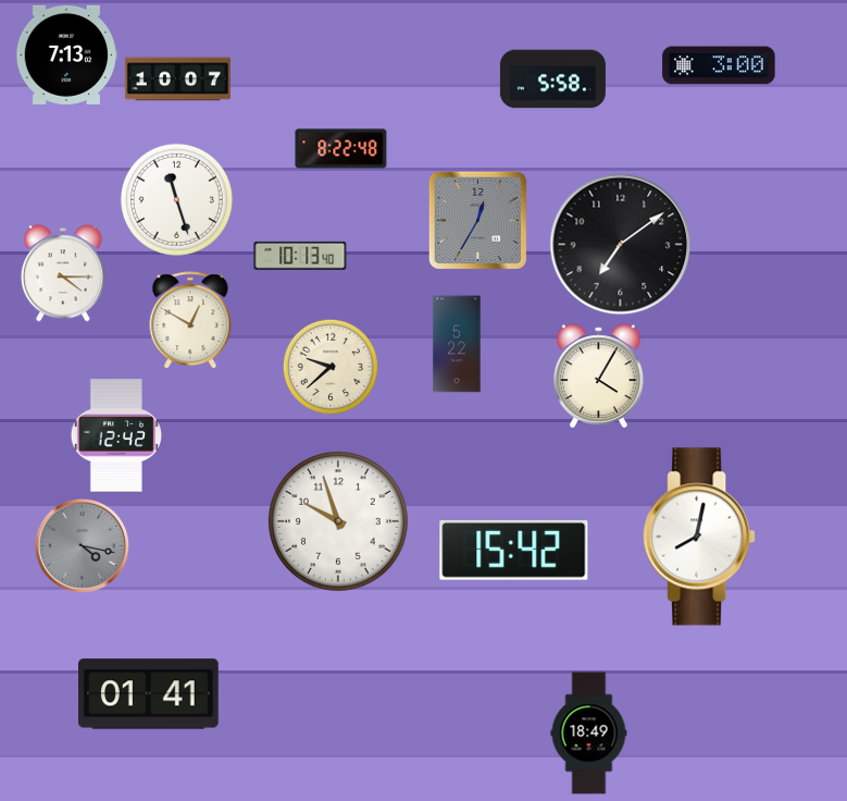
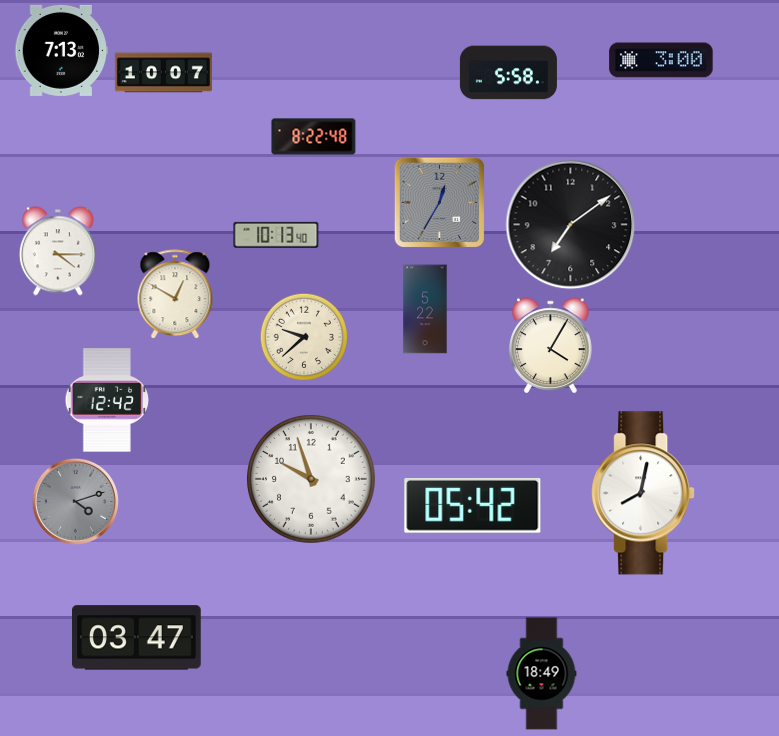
clock at (176, 199): 11:27 -> none
clock at (457, 344) position: (457, 344) -> (425, 309)
clock at (82, 545): 4:17 -> 4:12
clock at (514, 550): 15:42 -> 05:42
clock at (149, 694): 01:41 -> 03:47
